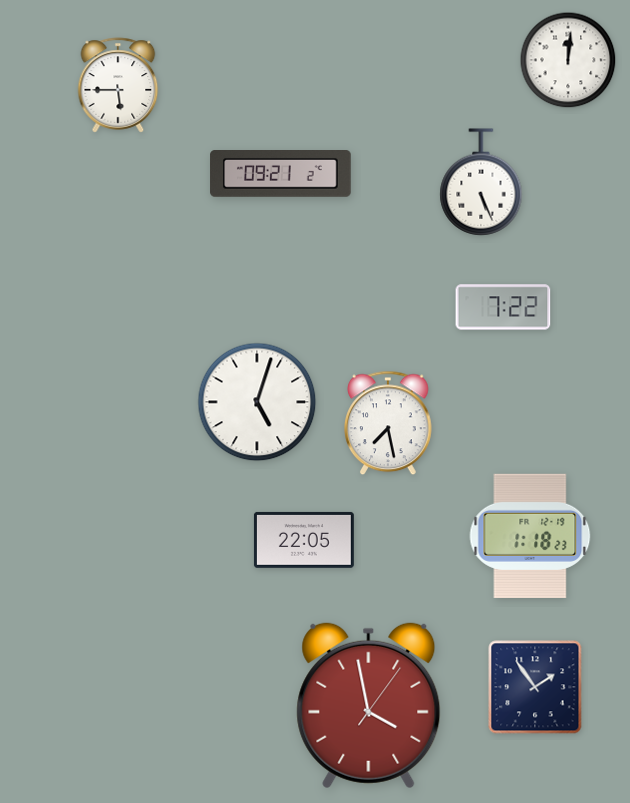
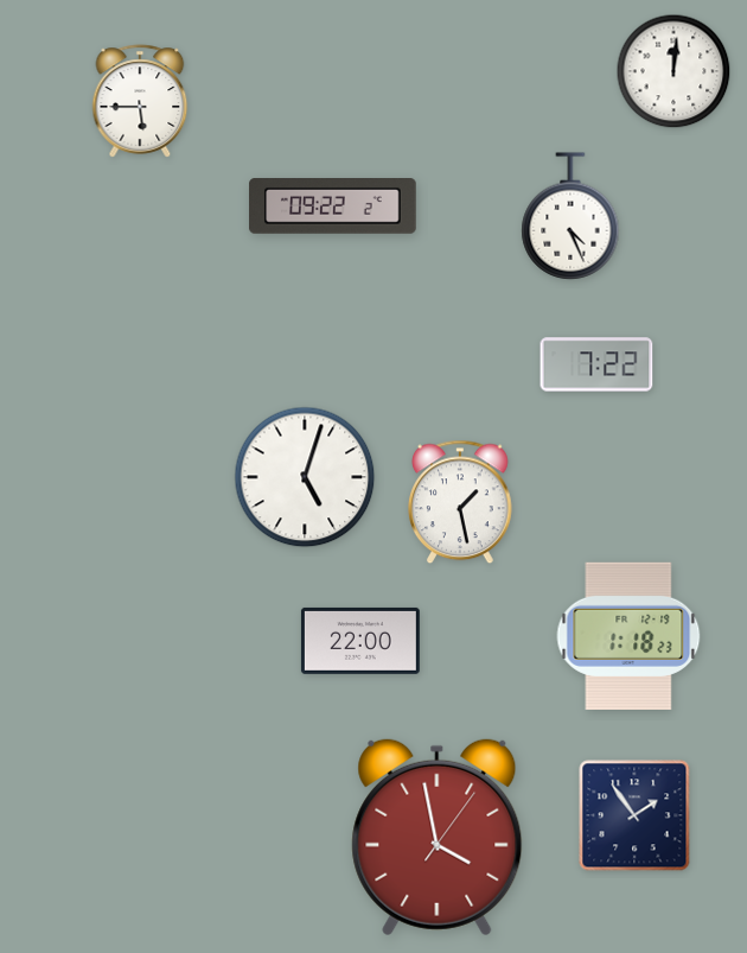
clock at (281, 174): 09:21 -> 09:22
clock at (481, 182): 5:26 -> 4:26
clock at (389, 423): 7:28 -> 1:28
clock at (304, 540): 22:05 -> 22:00
